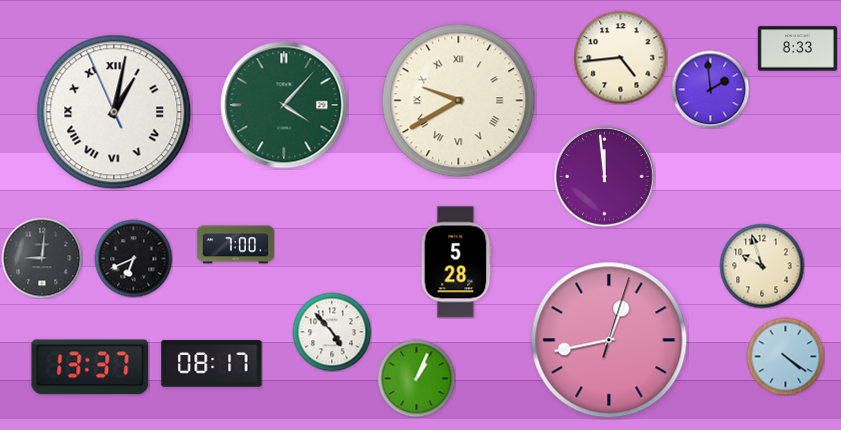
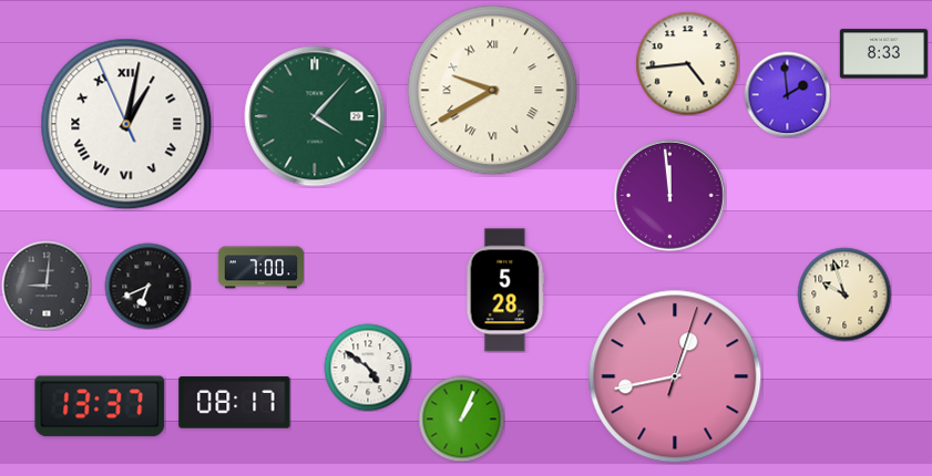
clock at (710, 89) position: (710, 89) -> (787, 94)
clock at (459, 101) position: (459, 101) -> (493, 91)
clock at (235, 245) position: (235, 245) -> (260, 268)
clock at (332, 332): 4:53 -> 4:51
clock at (785, 356): 4:21 -> none
